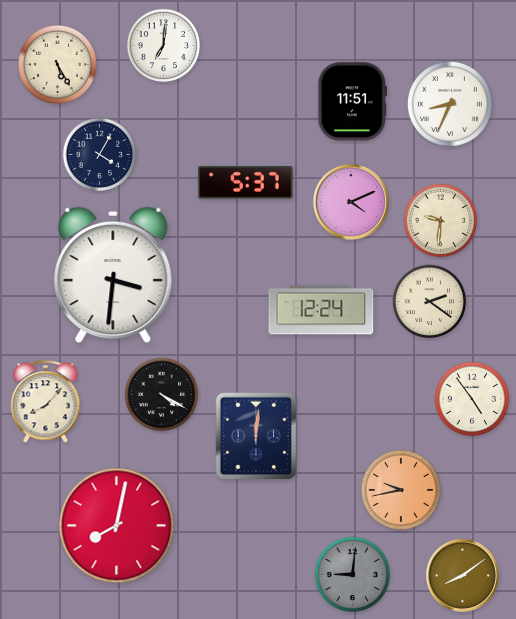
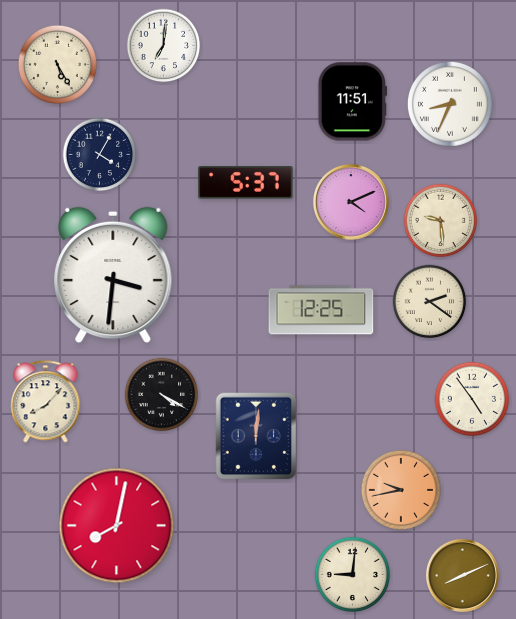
clock at (441, 221): 9:31 -> 9:29
clock at (321, 310): 12:24 -> 12:25
clock at (353, 575) dial: grey -> cream
clock at (462, 575): 8:09 -> 8:11
